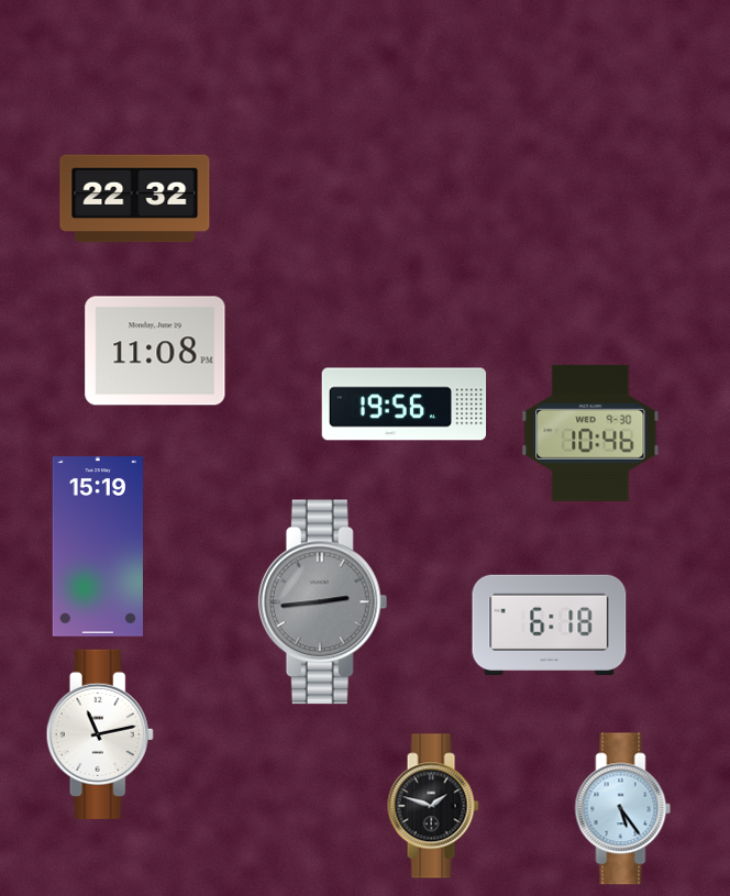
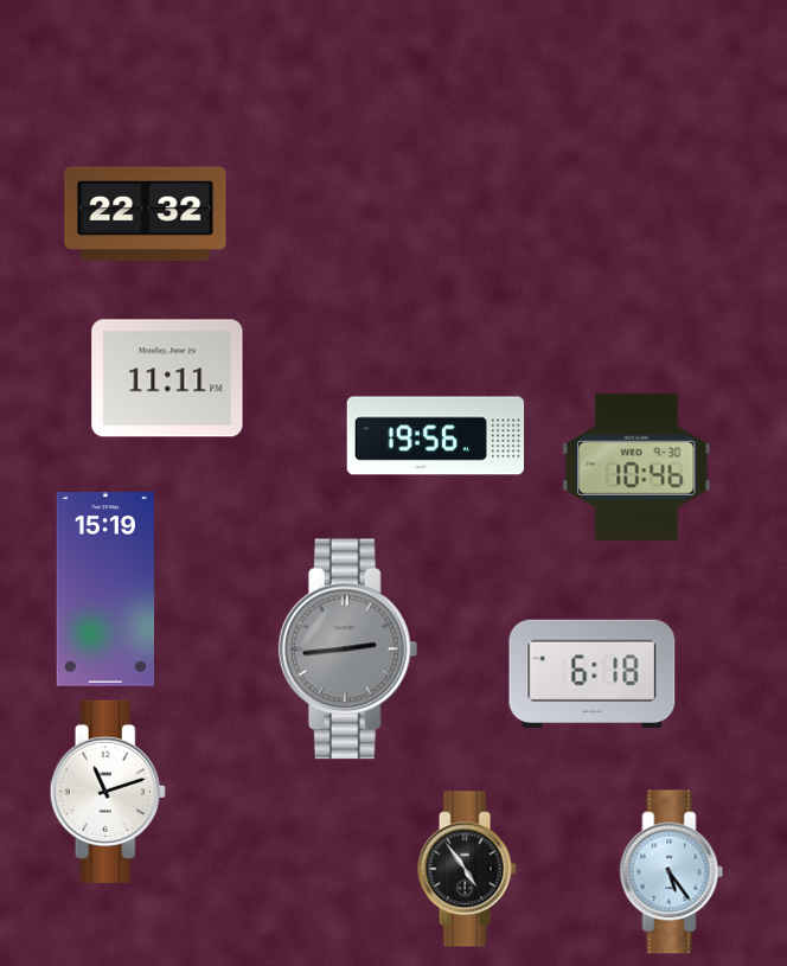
clock at (155, 351): 11:08 -> 11:11
clock at (100, 734): 11:13 -> 11:12
clock at (433, 806): 1:48 -> 4:54
